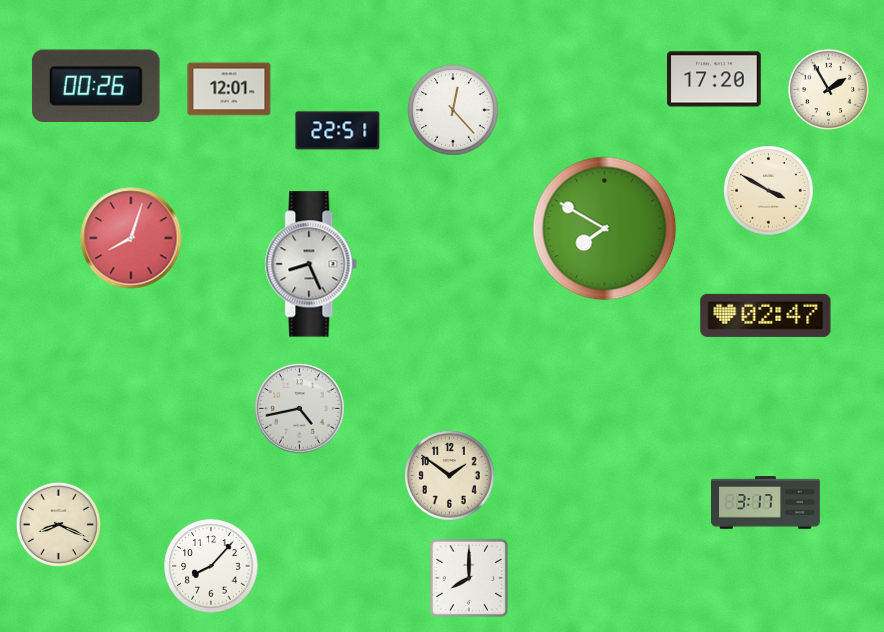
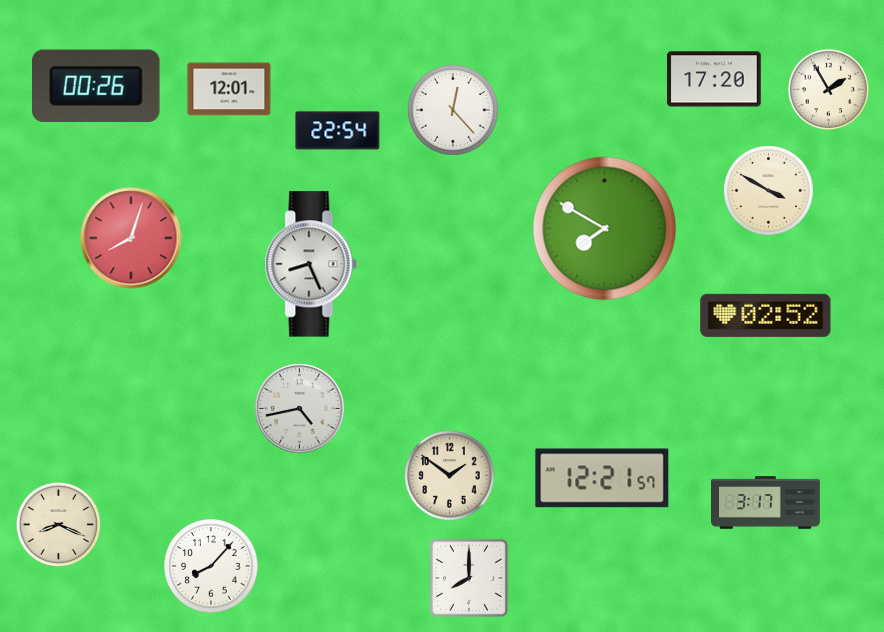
clock at (338, 131): 22:51 -> 22:54
clock at (766, 315): 02:47 -> 02:52
clock at (602, 478): none -> 12:21
